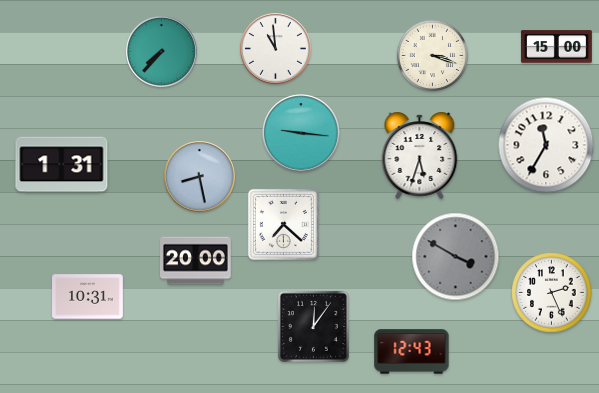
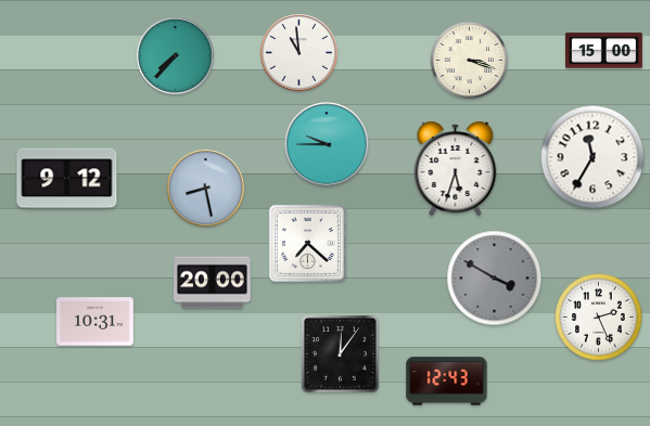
clock at (301, 133): 9:16 -> 9:45
clock at (62, 165): 1:31 -> 9:12
clock at (200, 177) position: (200, 177) -> (206, 189)
